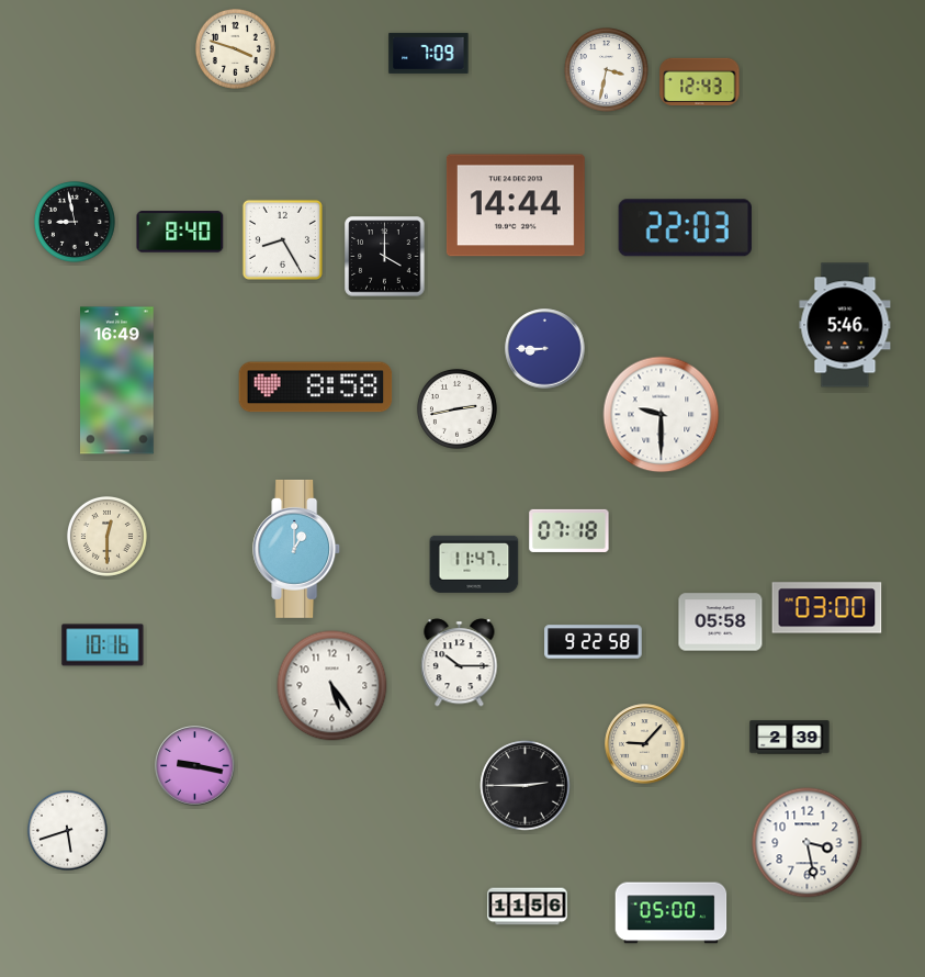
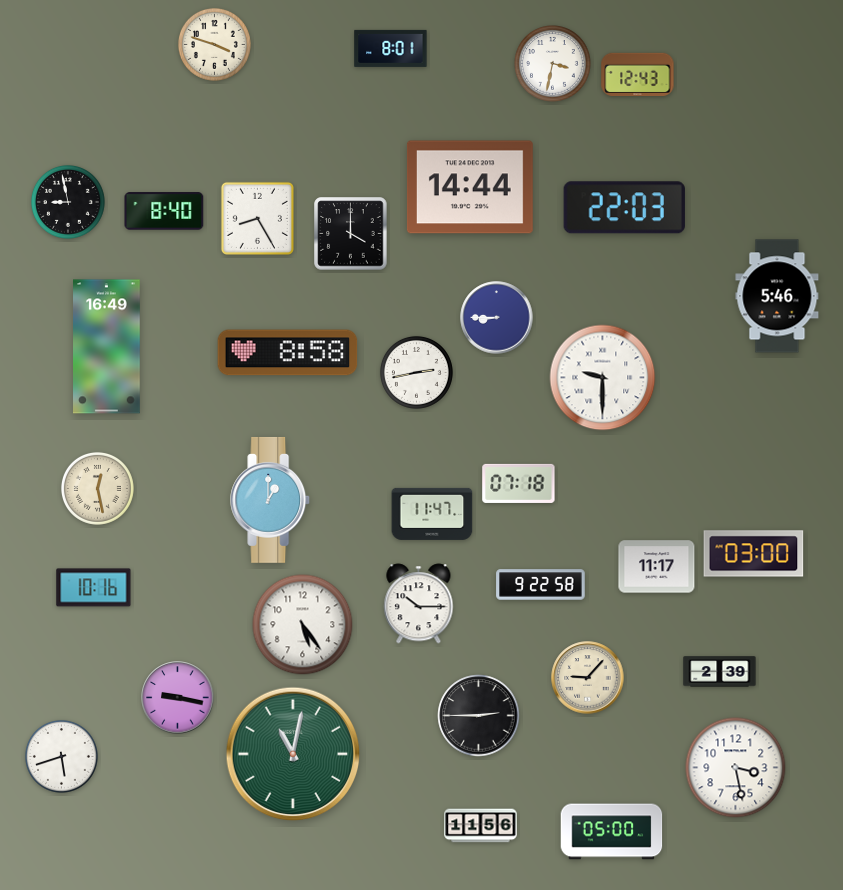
clock at (429, 53): 7:09 -> 8:01
clock at (845, 325) position: (845, 325) -> (777, 296)
clock at (106, 536): 12:30 -> 12:28
clock at (721, 622): 05:58 -> 11:17
clock at (293, 754): none -> 11:02
